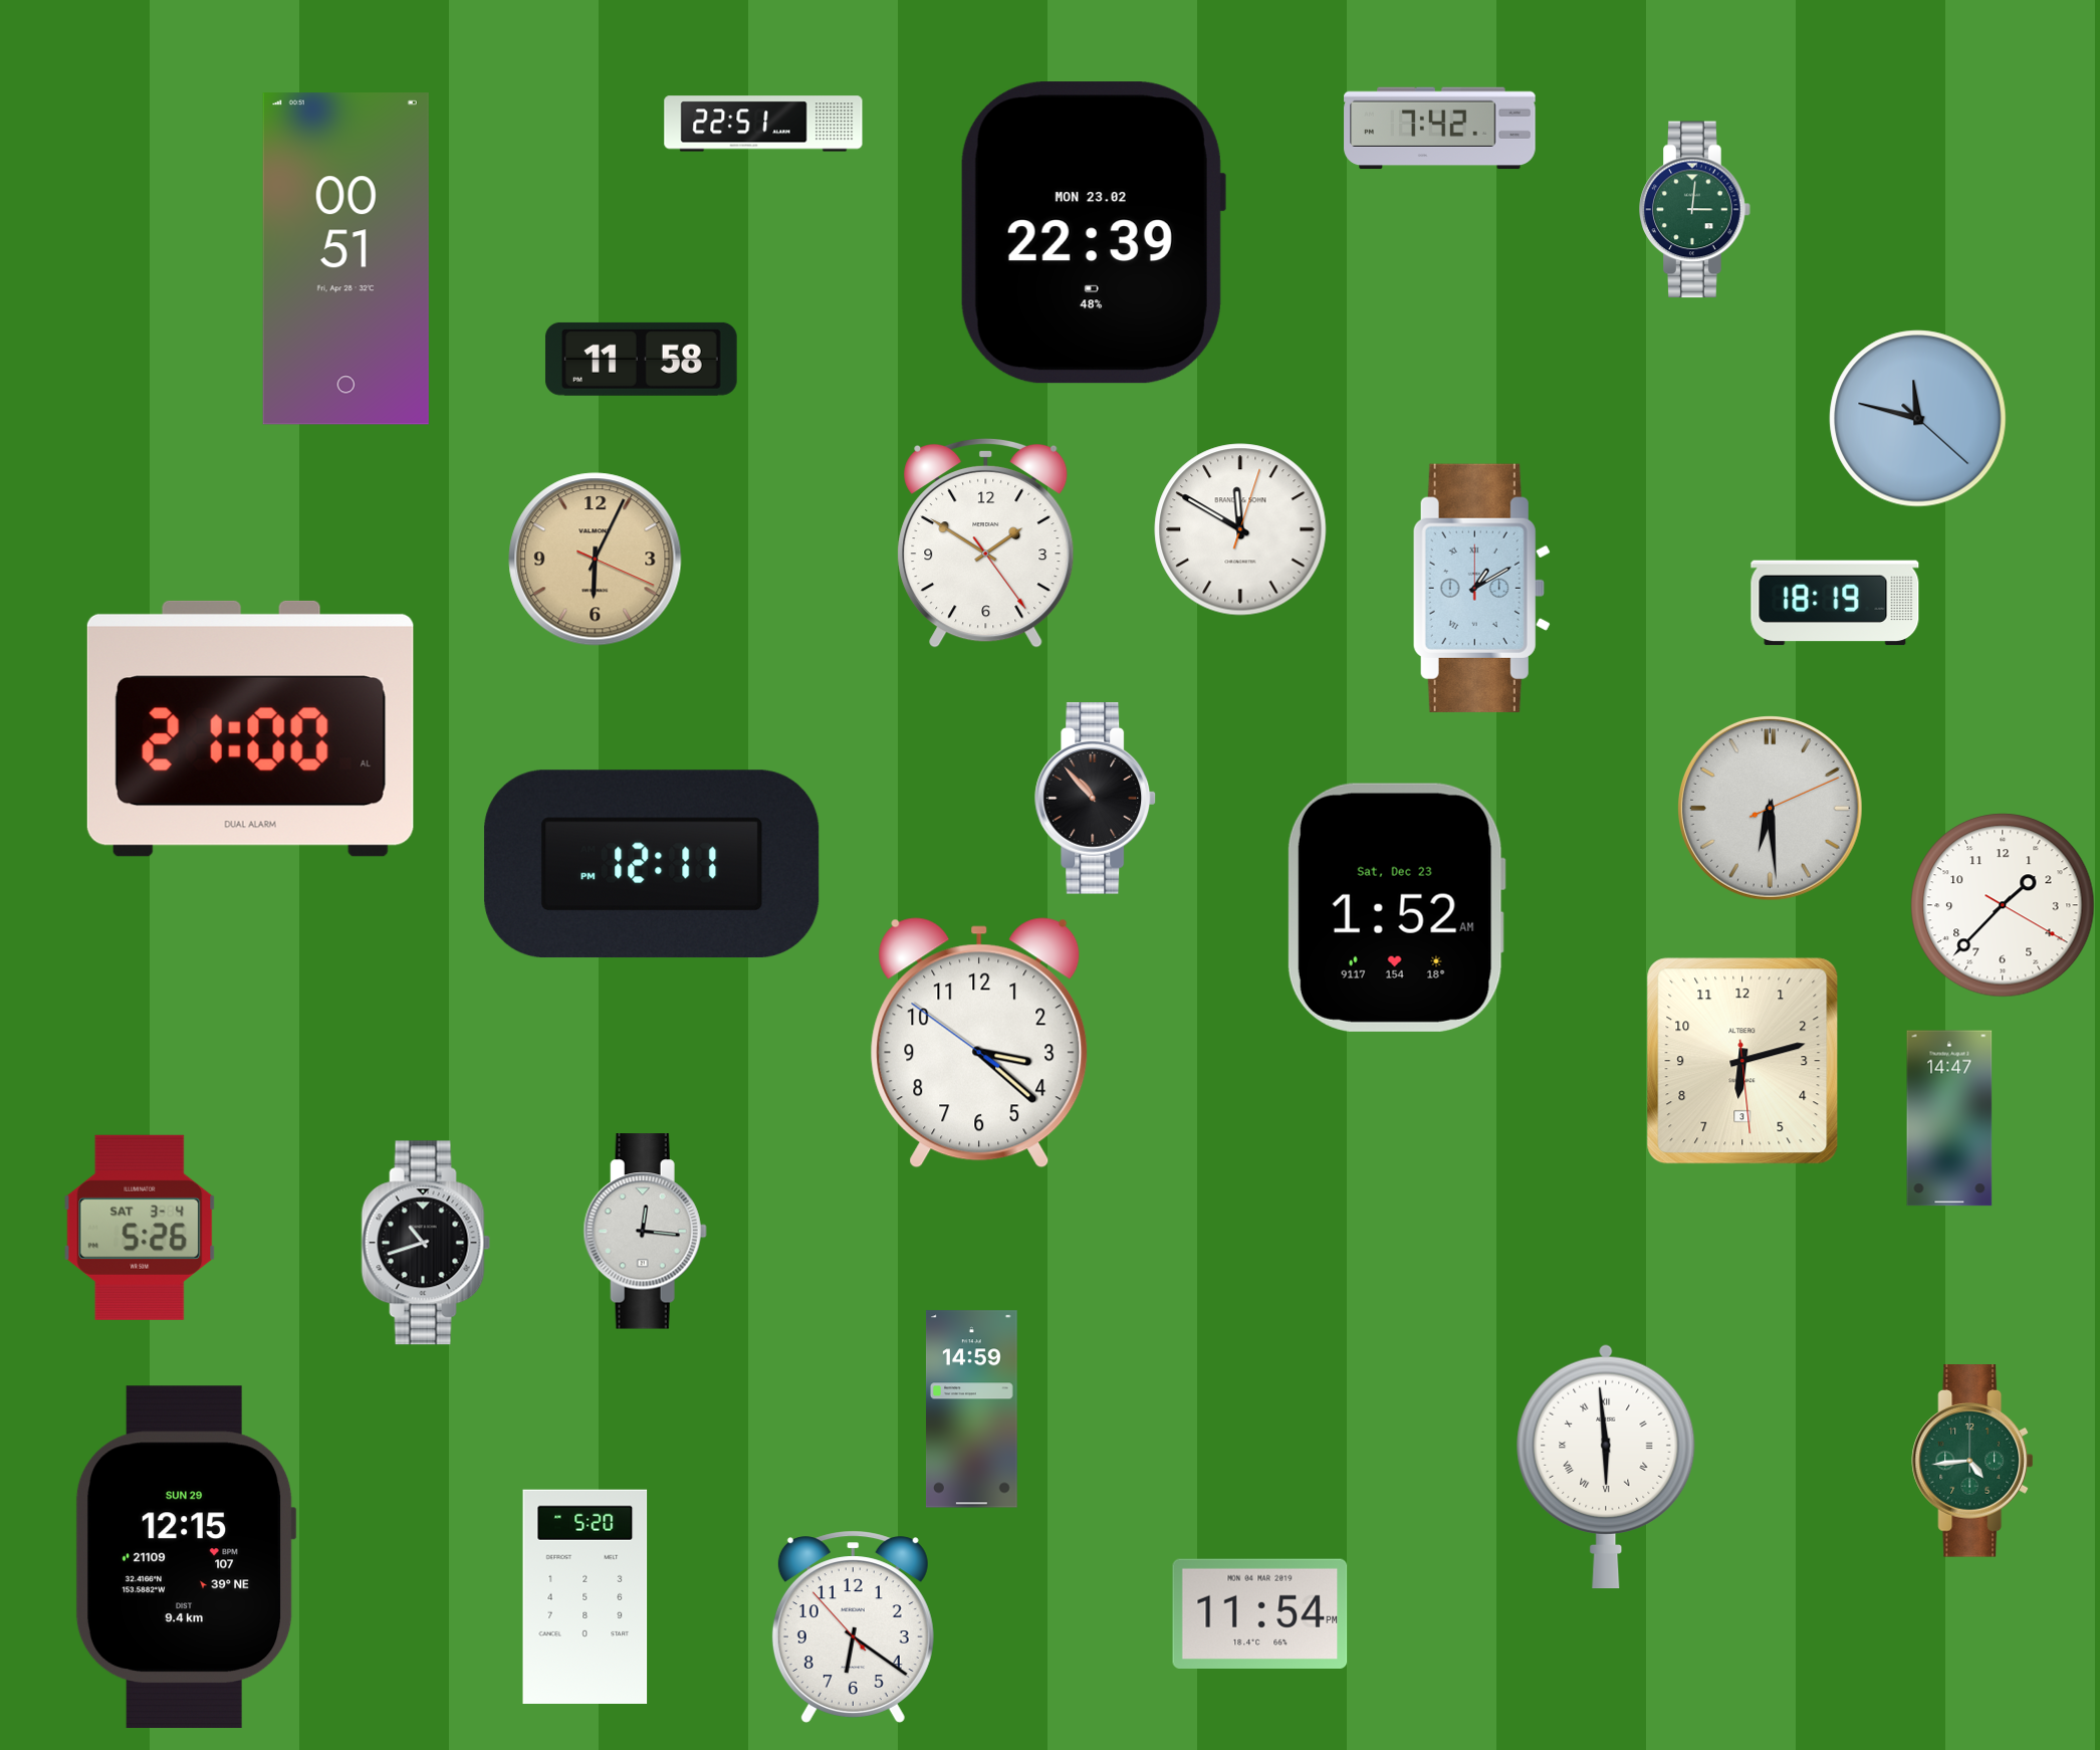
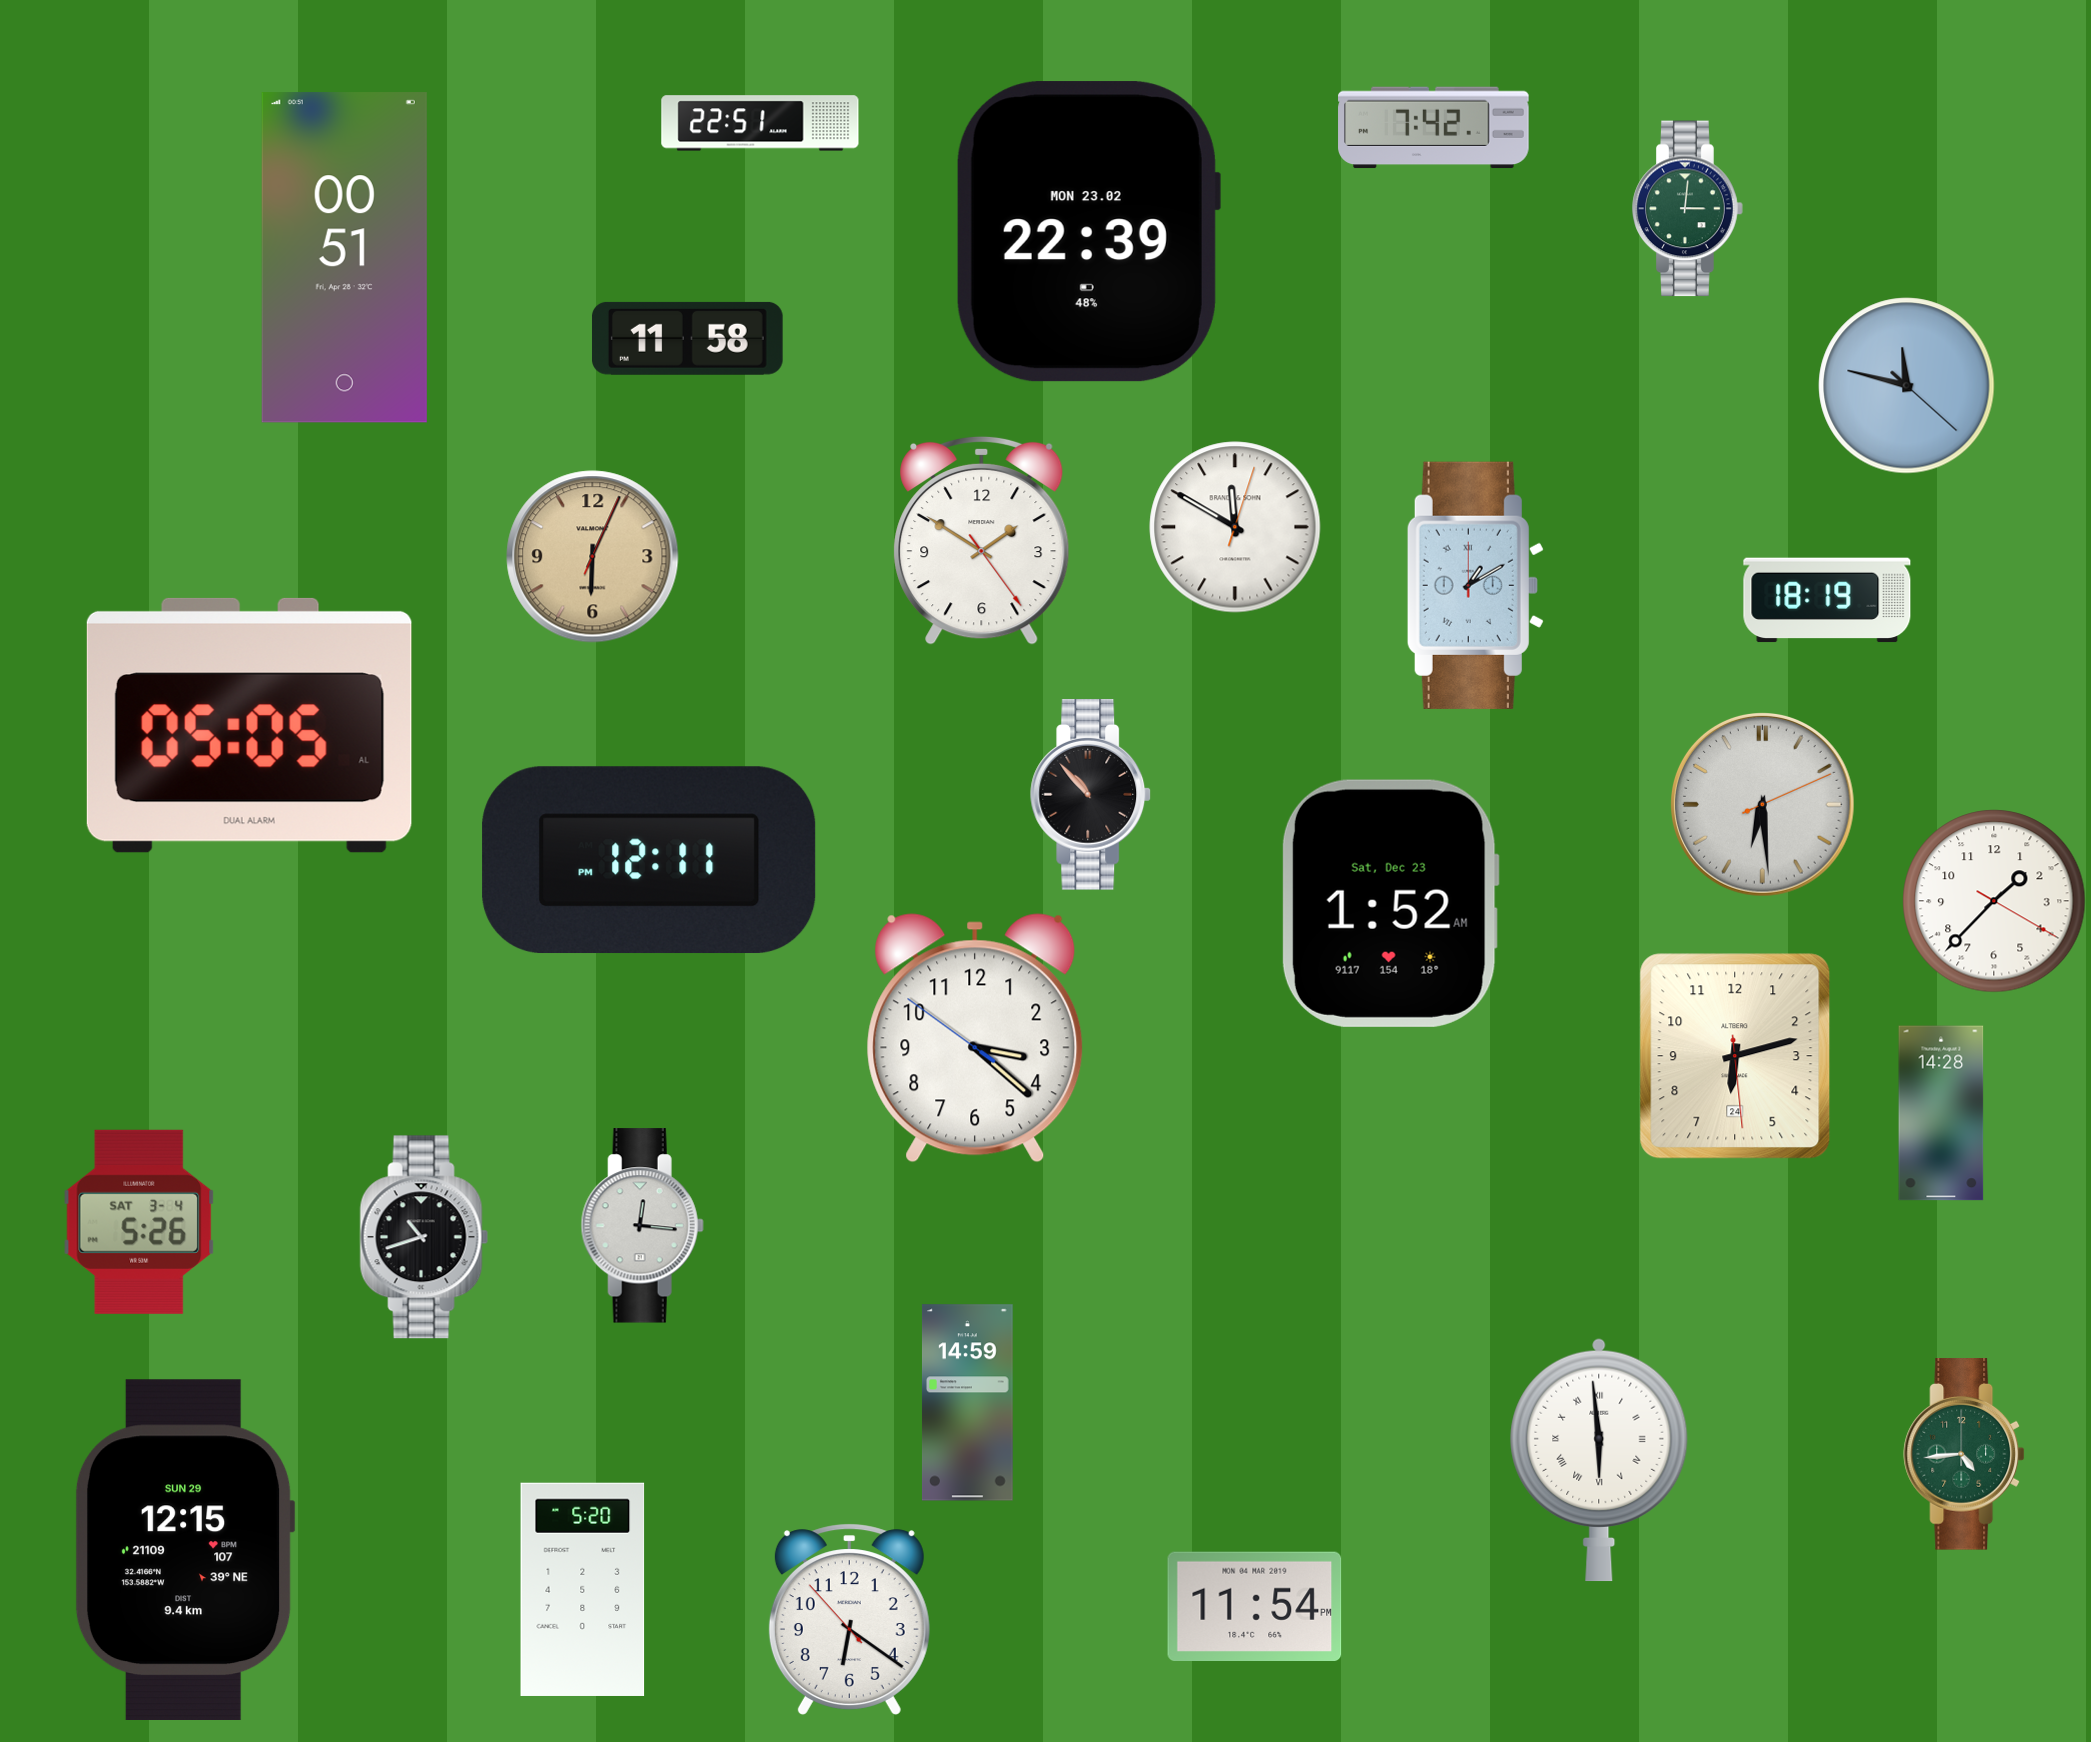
clock at (641, 359) position: (641, 359) -> (687, 338)
clock at (1918, 419) position: (1918, 419) -> (1907, 386)
clock at (596, 560): 6:04:19 -> 6:04:04
clock at (250, 728): 21:00 -> 05:05
clock at (1742, 1061) date: 3 -> 24
clock at (1949, 1118): 14:47 -> 14:28
